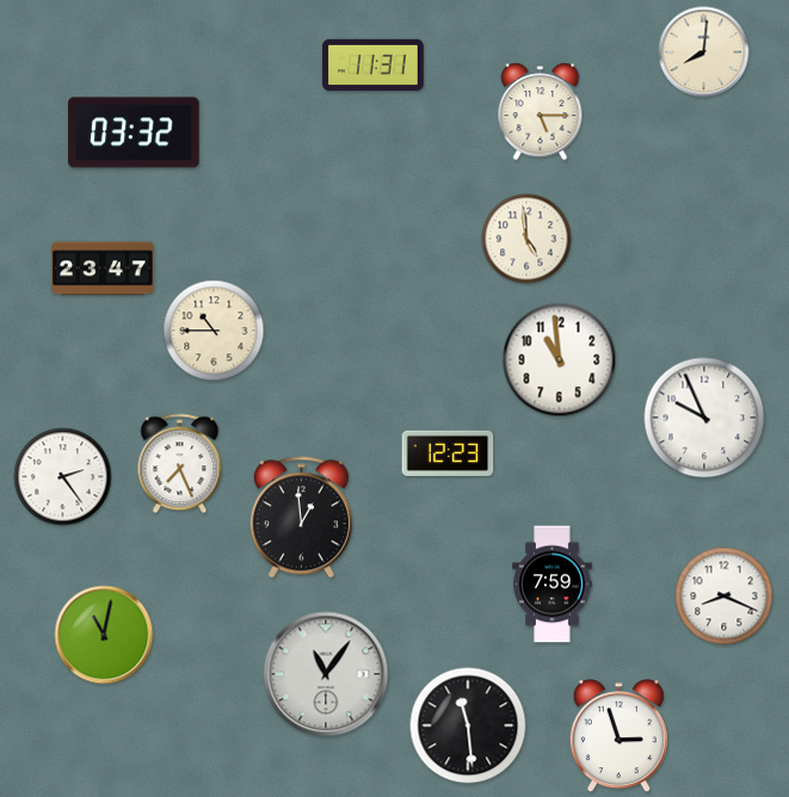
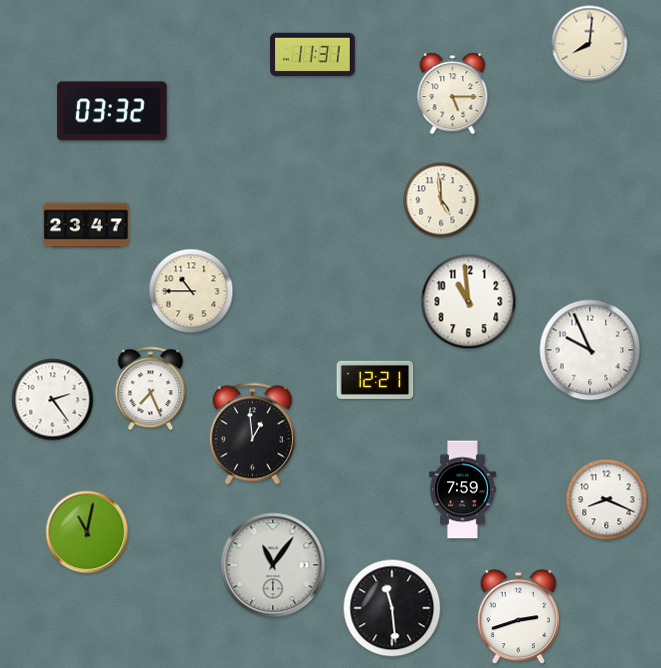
clock at (214, 330) position: (214, 330) -> (191, 291)
clock at (448, 453): 12:23 -> 12:21
clock at (618, 736): 2:57 -> 2:42
